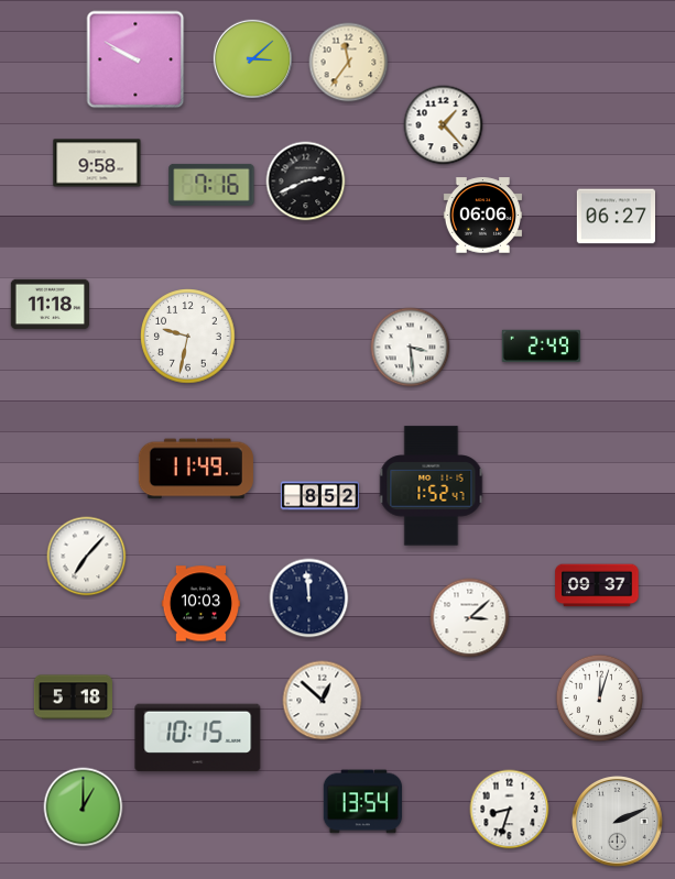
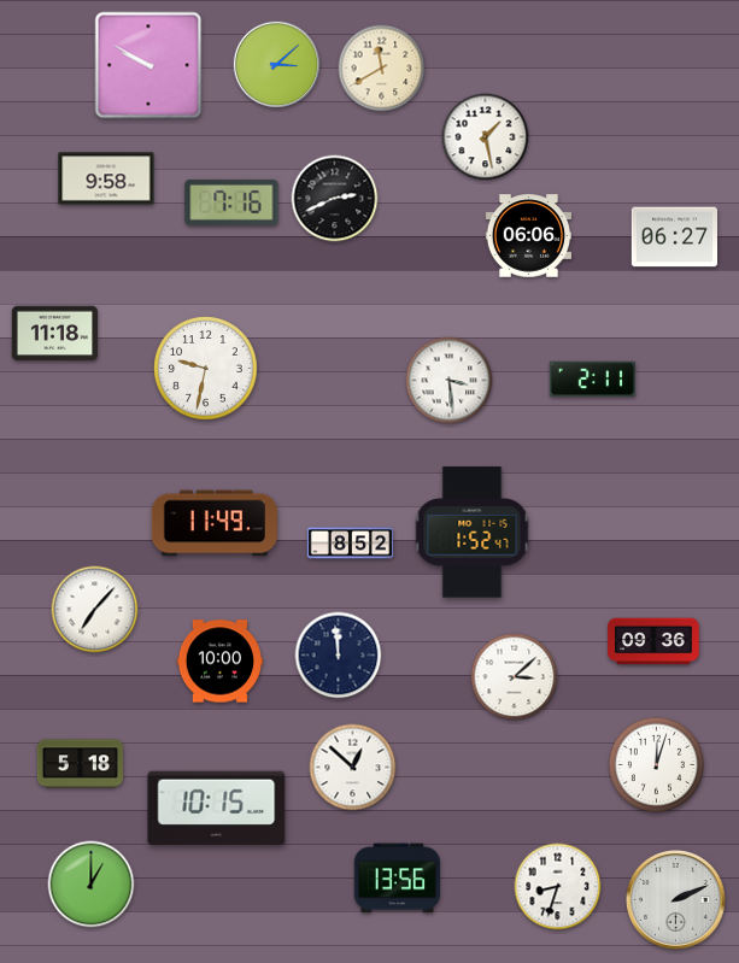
clock at (349, 63): 11:36 -> 11:40
clock at (444, 125): 1:23 -> 1:28
clock at (541, 345): 2:49 -> 2:11
clock at (196, 469) position: (196, 469) -> (215, 523)
clock at (597, 585): 09:37 -> 09:36
clock at (200, 604): 10:03 -> 10:00
clock at (362, 802): 13:54 -> 13:56
